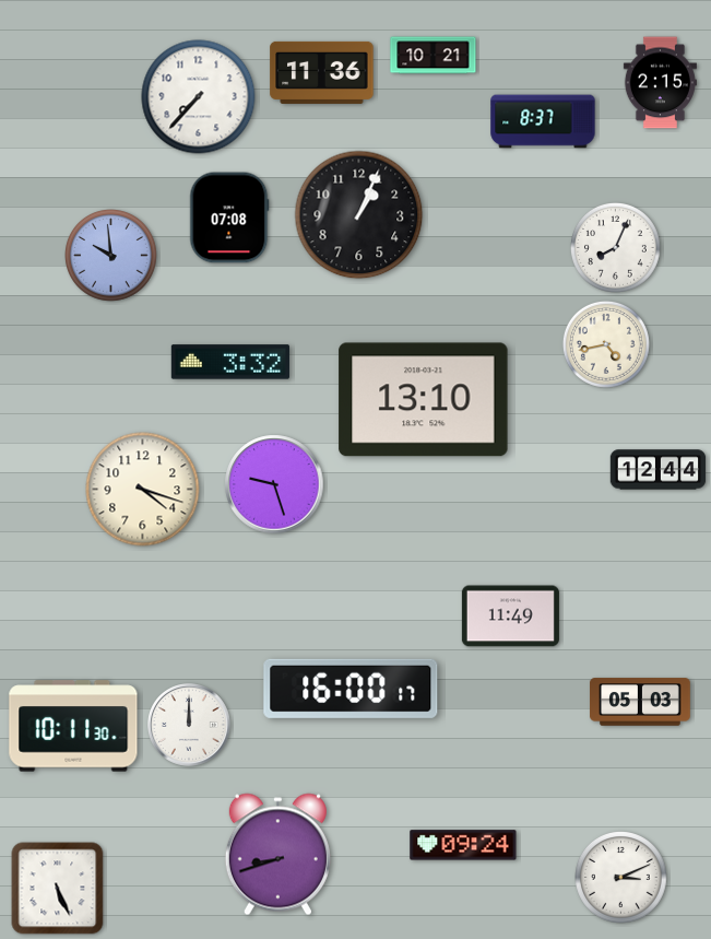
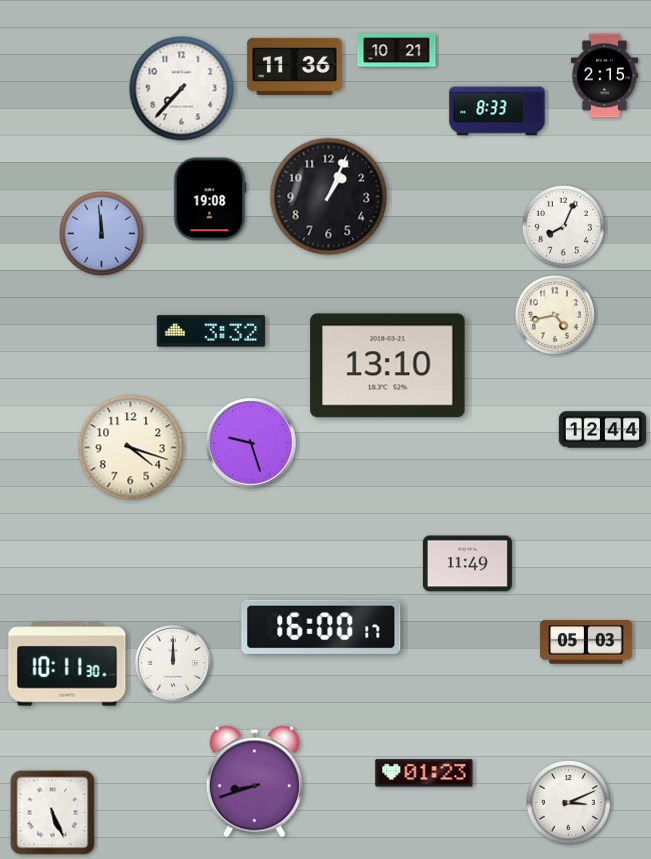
clock at (543, 121): 8:37 -> 8:33
clock at (229, 218): 07:08 -> 19:08
clock at (111, 256): 9:59 -> 11:59
clock at (351, 689) position: (351, 689) -> (321, 627)
clock at (463, 845): 09:24 -> 01:23
